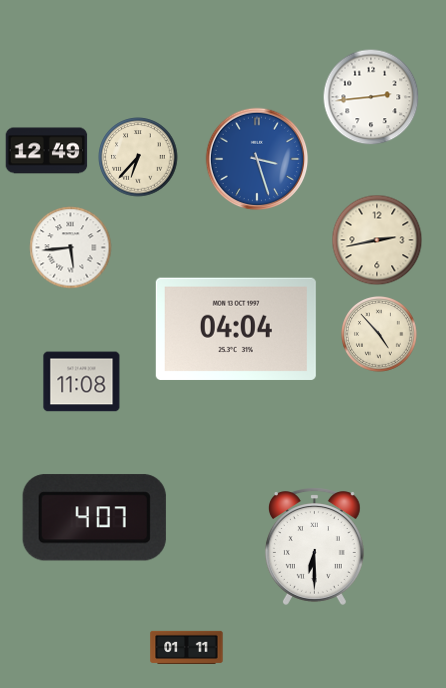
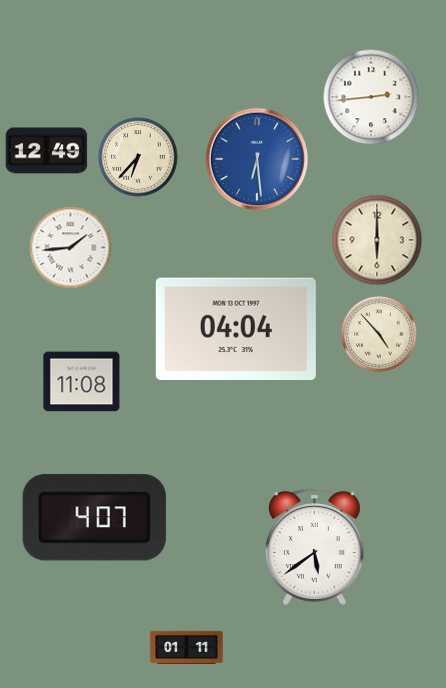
clock at (257, 159): 3:27 -> 6:29
clock at (377, 240): 2:43 -> 6:00
clock at (71, 248): 5:44 -> 1:44
clock at (314, 546): 6:30 -> 5:39
